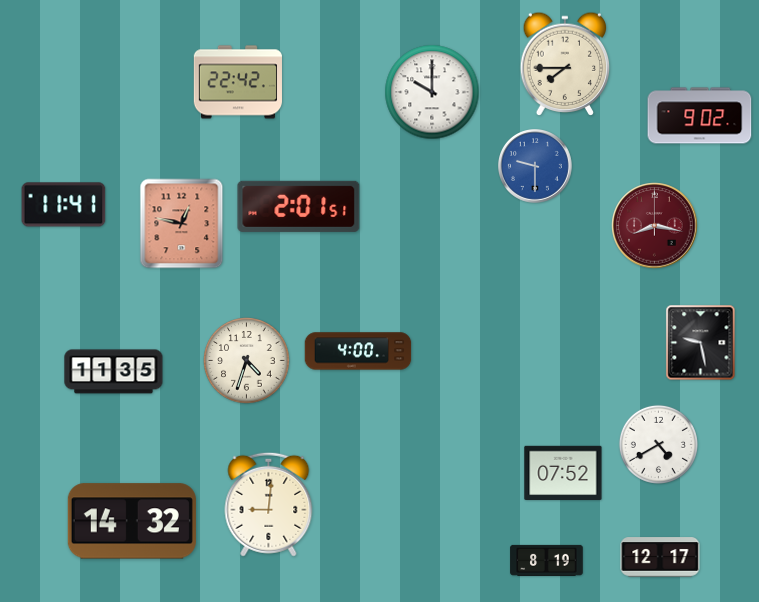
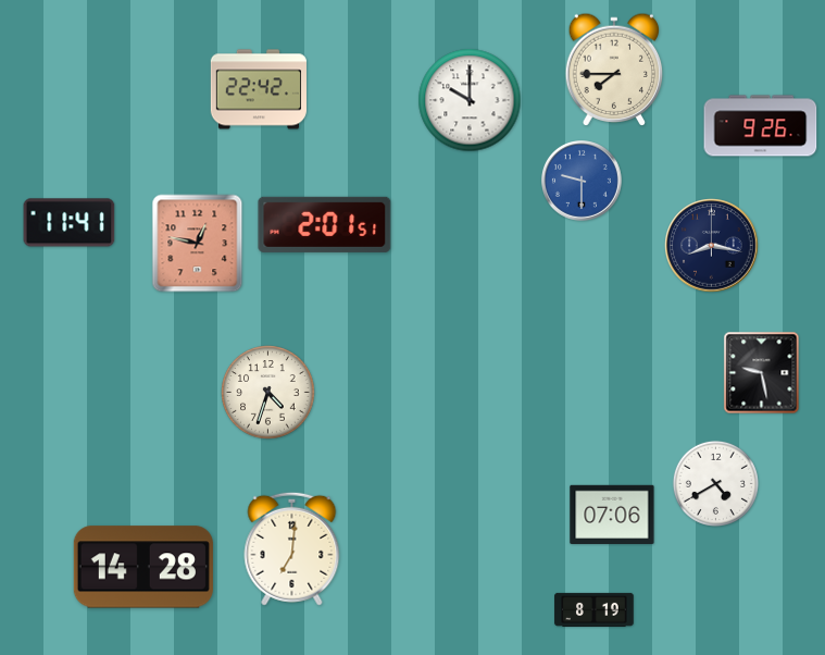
clock at (700, 116): 9:02 -> 9:26
clock at (655, 226) dial: burgundy -> navy
clock at (358, 351): 4:00 -> none
clock at (114, 372): 11:35 -> none
clock at (563, 472): 07:52 -> 07:06
clock at (269, 504): 9:01 -> 7:01
clock at (132, 521): 14:32 -> 14:28
clock at (660, 557): 12:17 -> none
